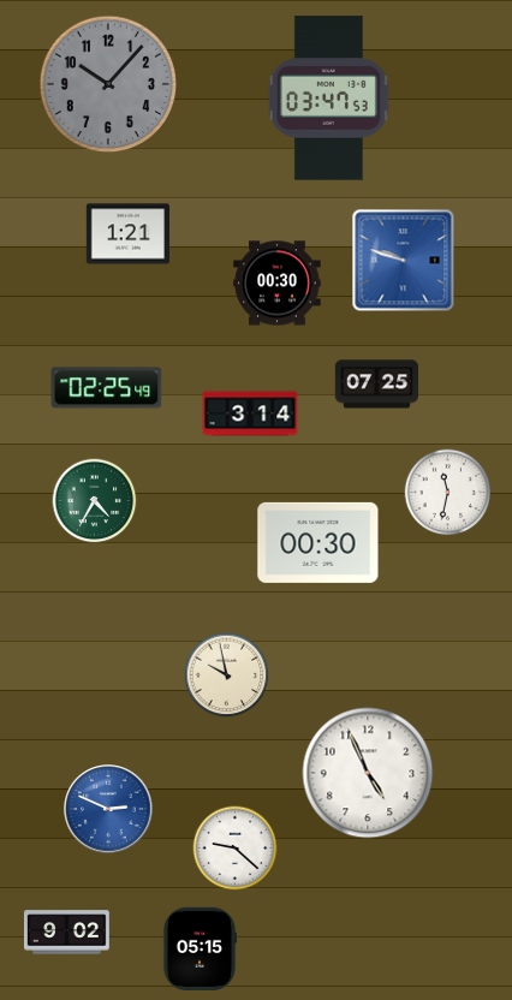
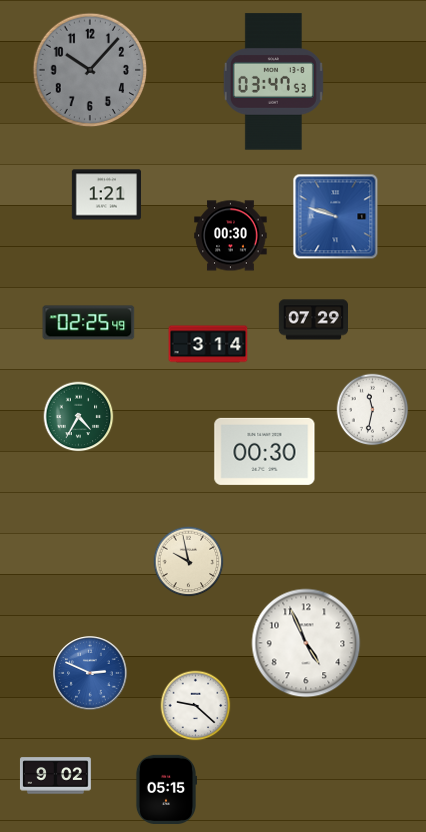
clock at (377, 385): 07:25 -> 07:29
